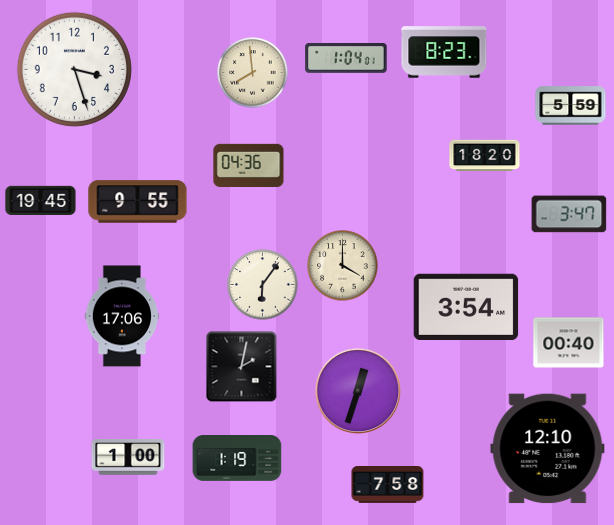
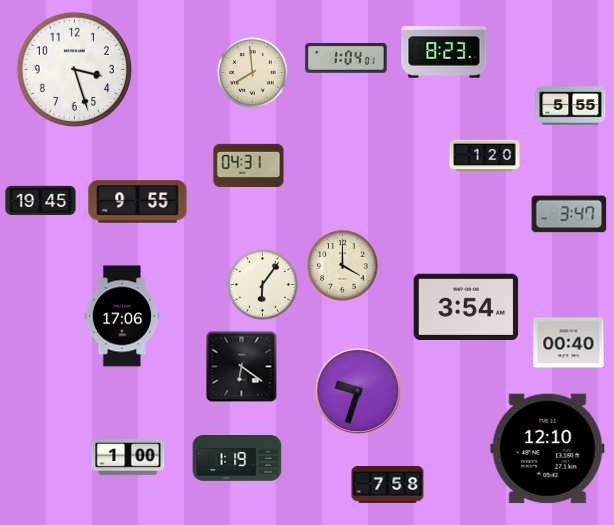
clock at (571, 106): 5:59 -> 5:55
clock at (485, 156): 18:20 -> 1:20
clock at (249, 165): 04:36 -> 04:31
clock at (242, 367): 2:02 -> 6:21
clock at (358, 391): 12:33 -> 9:33
